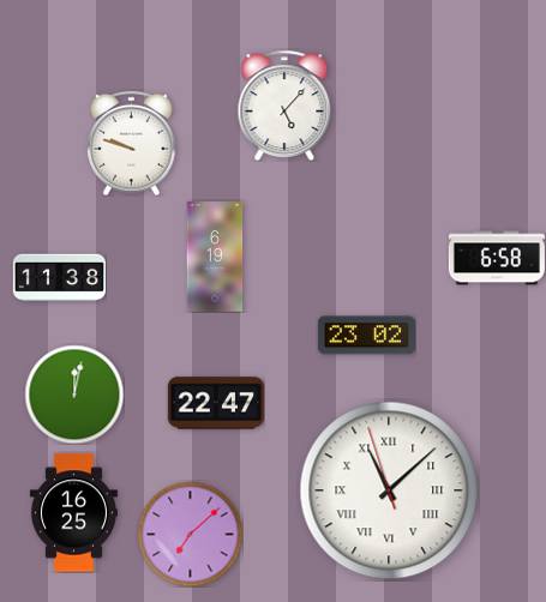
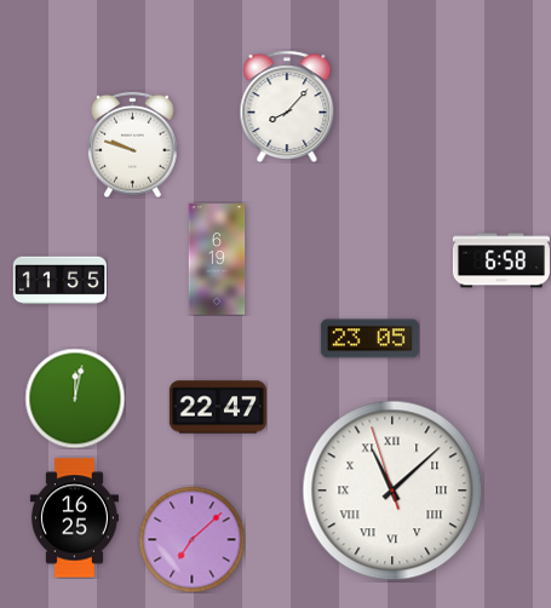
clock at (284, 106): 5:07 -> 8:07
clock at (59, 278): 11:38 -> 11:55
clock at (366, 336): 23:02 -> 23:05
clock at (389, 490) position: (389, 490) -> (392, 491)
